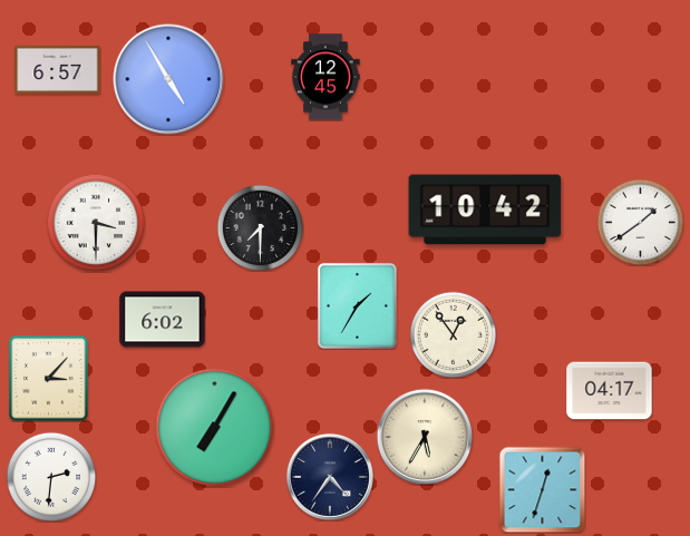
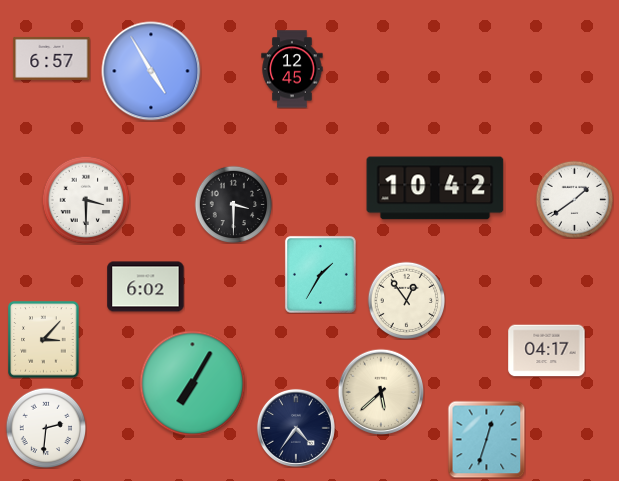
clock at (58, 69) position: (58, 69) -> (52, 58)
clock at (260, 227): 7:30 -> 3:30
clock at (425, 437): 5:35 -> 5:38
